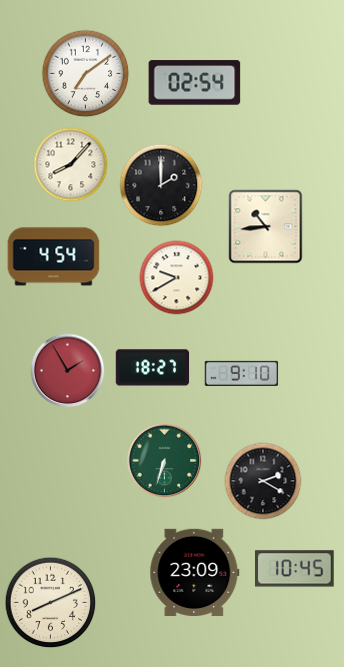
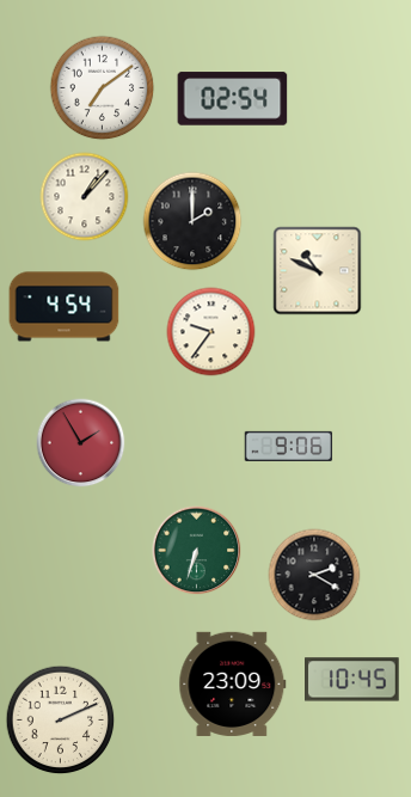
clock at (71, 165): 8:07 -> 1:07
clock at (266, 227): 10:44 -> 10:49
clock at (177, 278): 9:40 -> 9:36
clock at (153, 368): 18:27 -> none
clock at (242, 373): 9:10 -> 9:06
clock at (51, 603): 8:11 -> 2:11
